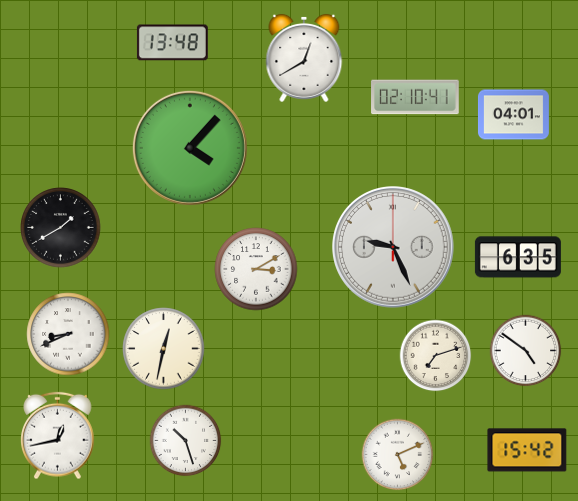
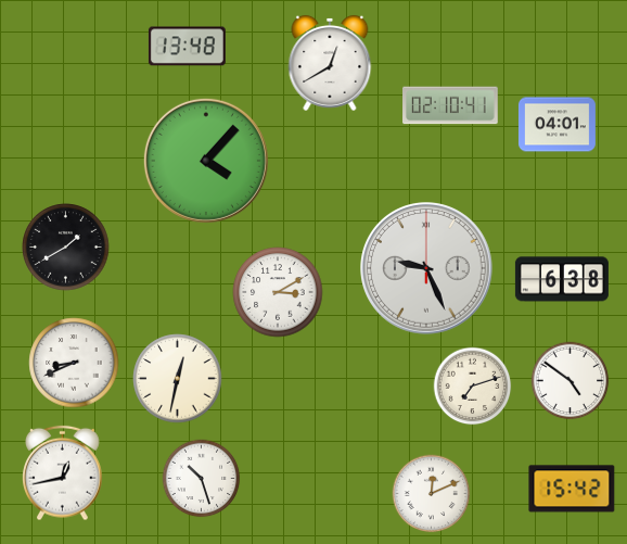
clock at (518, 257): 6:35 -> 6:38
clock at (398, 455): 5:11 -> 12:11
